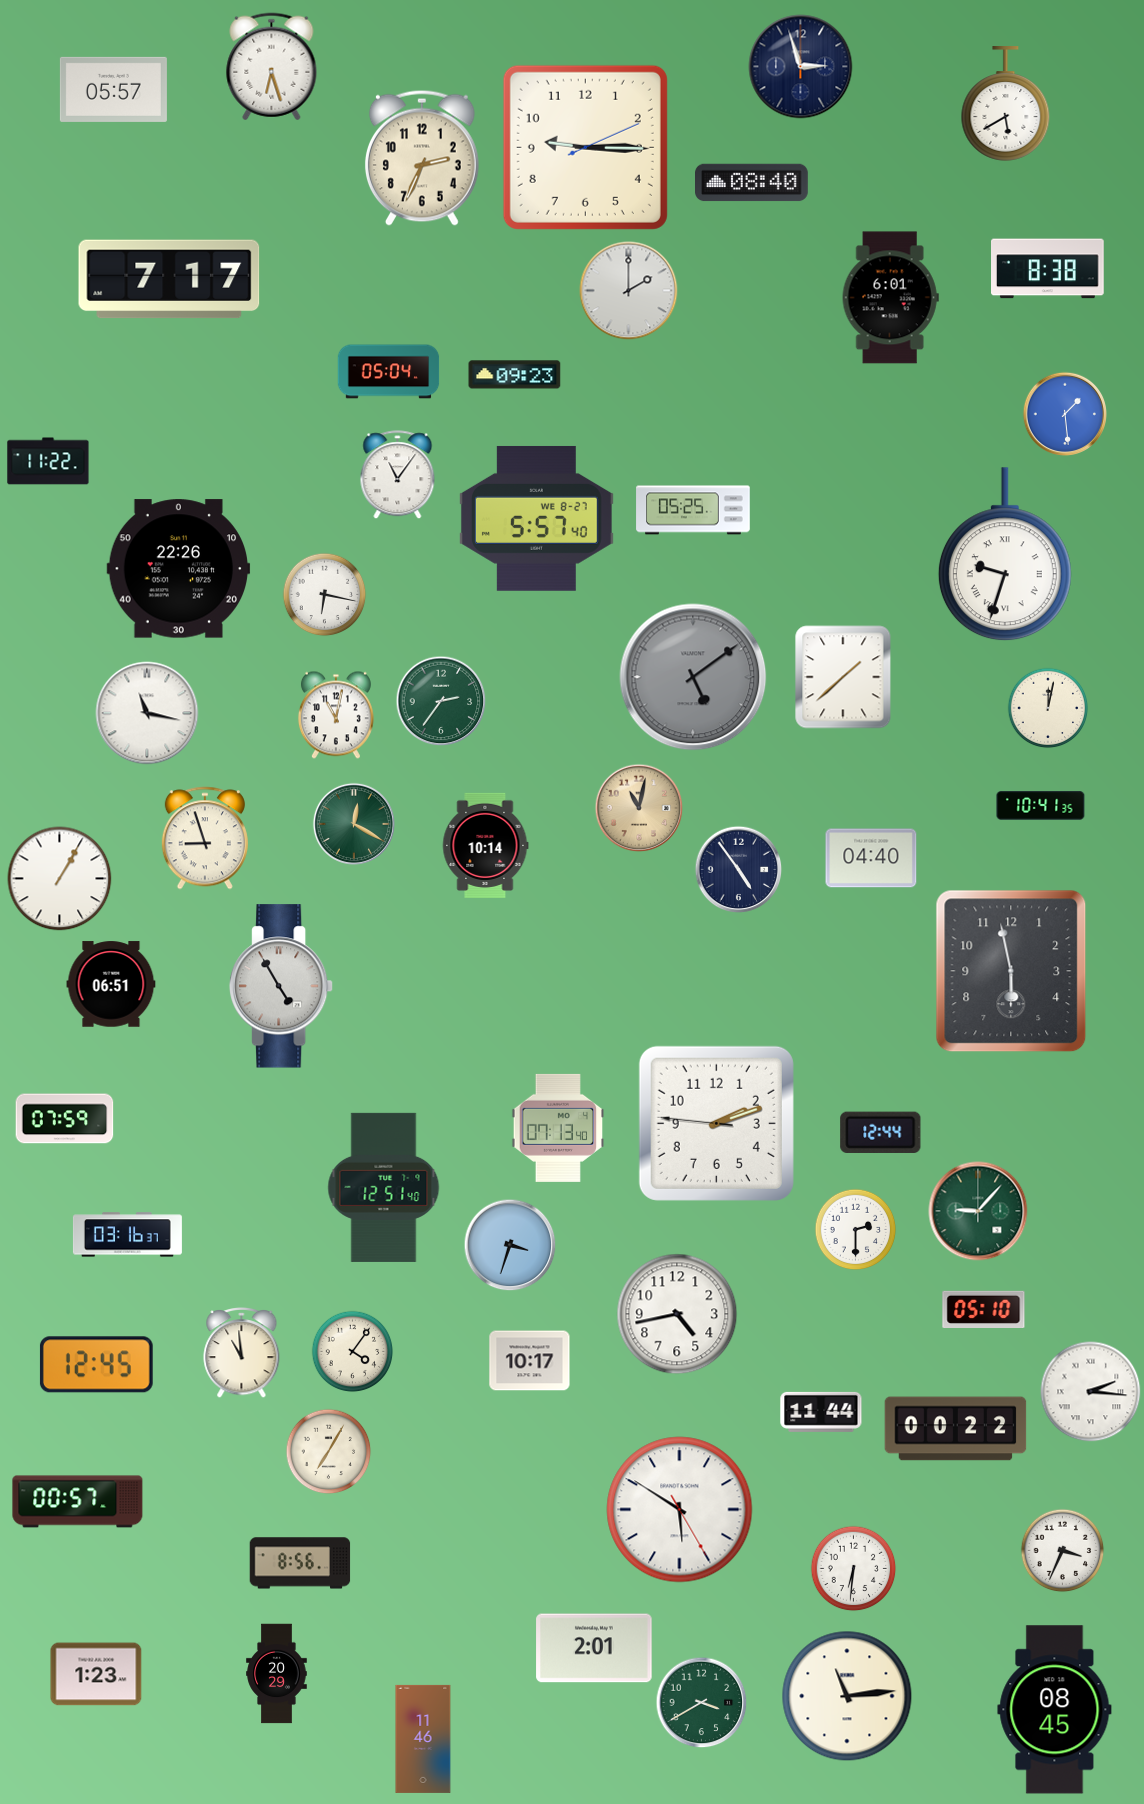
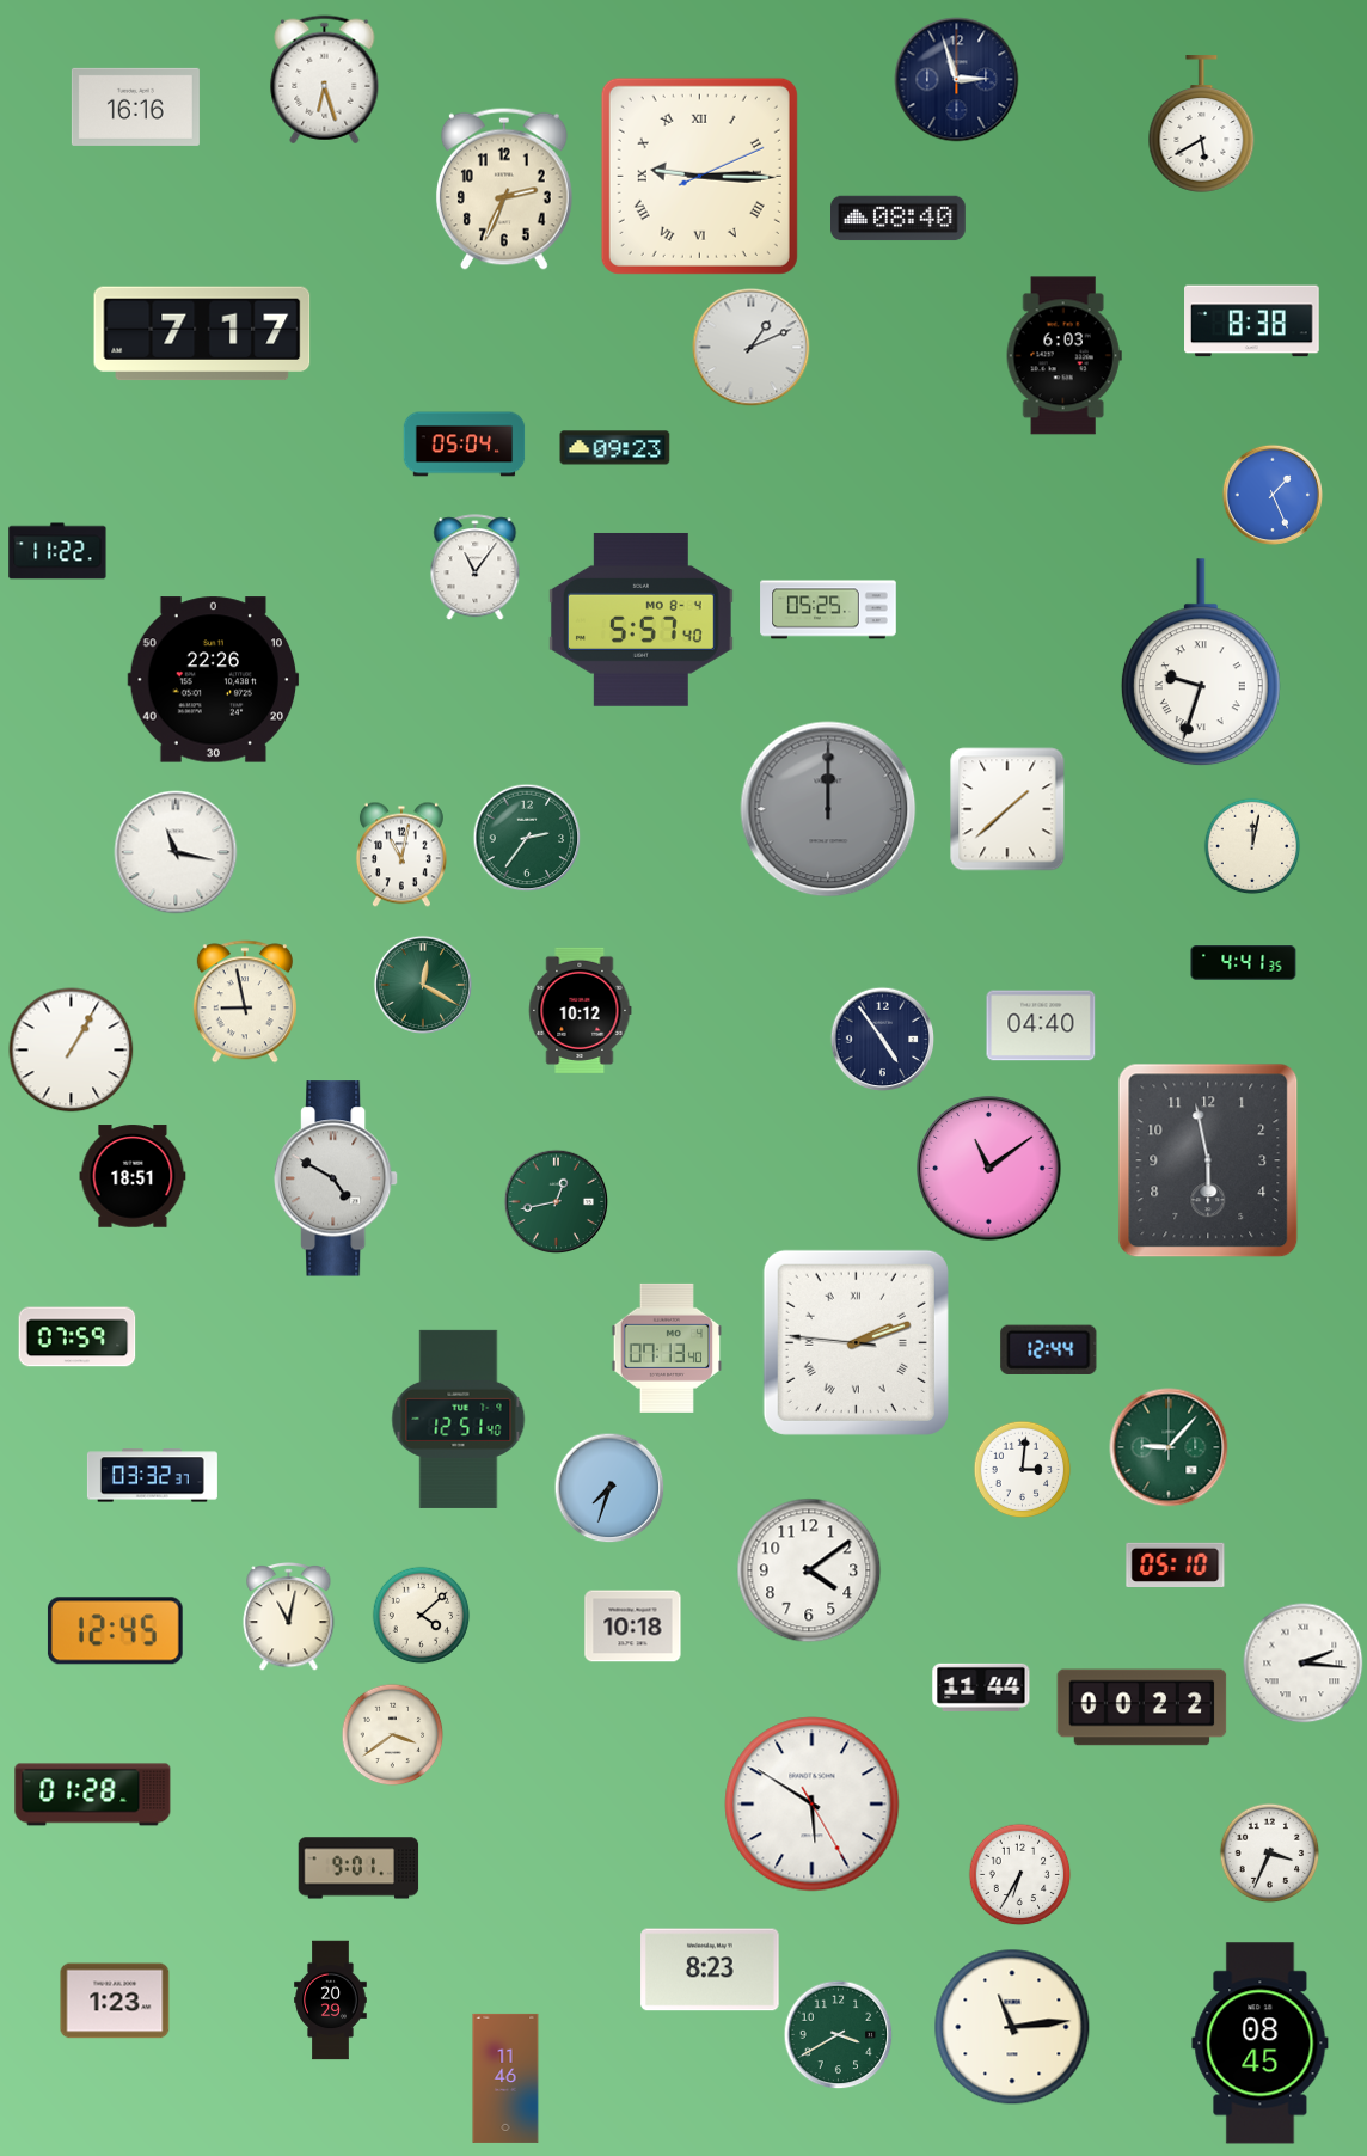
clock at (113, 89): 05:57 -> 16:16
clock at (585, 147) numerals: Arabic -> Roman
clock at (629, 291): 2:00 -> 1:11
clock at (890, 298): 6:01 -> 6:03
clock at (1064, 413): 1:29 -> 1:26
clock at (536, 518) date: WE 8-27 -> MO 8-4
clock at (324, 594): 6:17 -> none
clock at (693, 677): 5:09 -> 12:00
clock at (1041, 806): 10:41 -> 4:41
clock at (639, 808): 11:02 -> none
clock at (205, 838): 8:57 -> 8:58
clock at (485, 845): 10:14 -> 10:12
clock at (989, 1169): none -> 11:09
clock at (111, 984): 06:51 -> 18:51
clock at (281, 986): 4:55 -> 4:50
clock at (556, 1201): none -> 12:43
clock at (716, 1123) numerals: Arabic -> Roman
clock at (881, 1132) position: (881, 1132) -> (1049, 1349)
clock at (855, 1229): 2:30 -> 3:01
clock at (127, 1235): 03:16 -> 03:32
clock at (510, 1245): 3:33 -> 7:33
clock at (677, 1314): 4:43 -> 4:09
clock at (352, 1351): 4:06 -> 4:08
clock at (242, 1353): 10:59 -> 11:02
clock at (530, 1361): 10:17 -> 10:18
clock at (328, 1451): 7:05 -> 3:39
clock at (78, 1502): 00:57 -> 01:28
clock at (300, 1563): 8:56 -> 9:01
clock at (853, 1568): 6:31 -> 6:35
clock at (594, 1648): 2:01 -> 8:23
